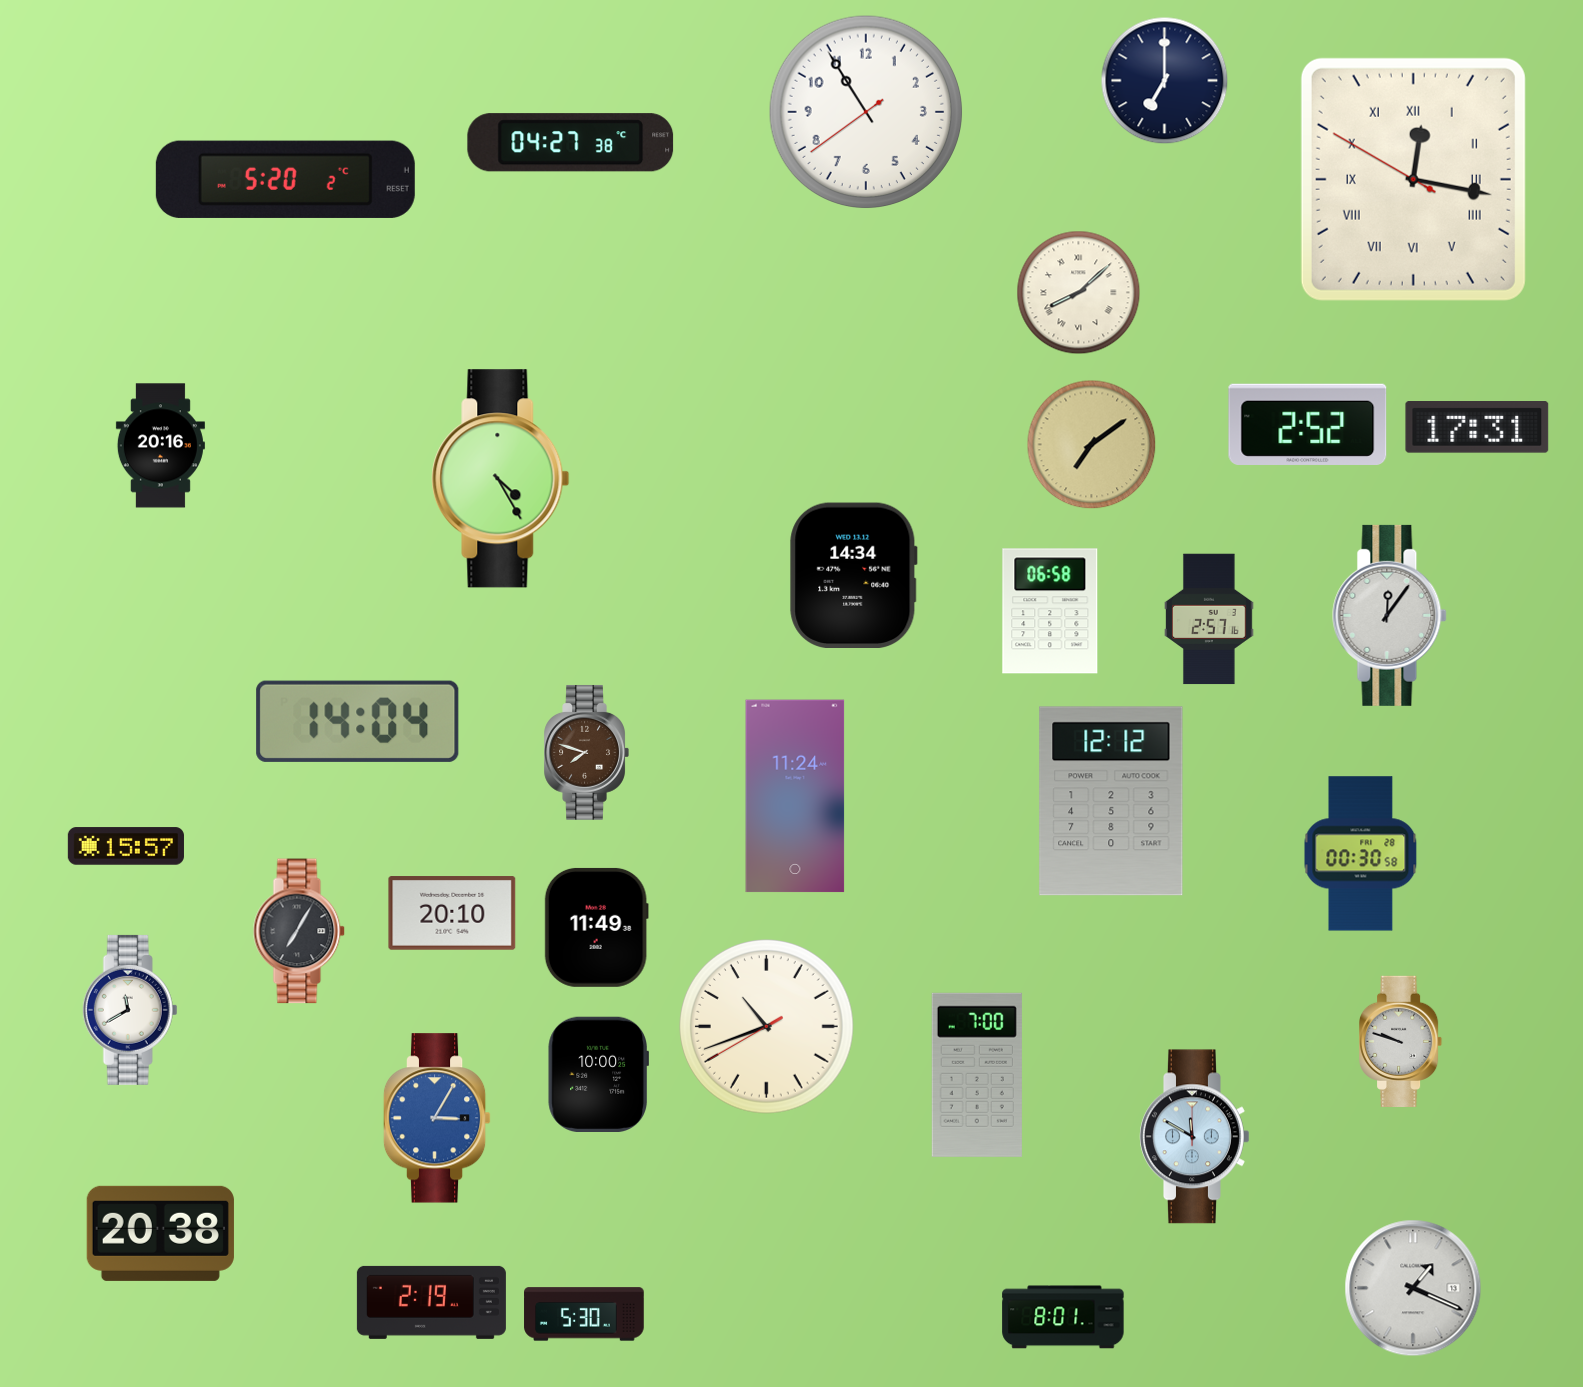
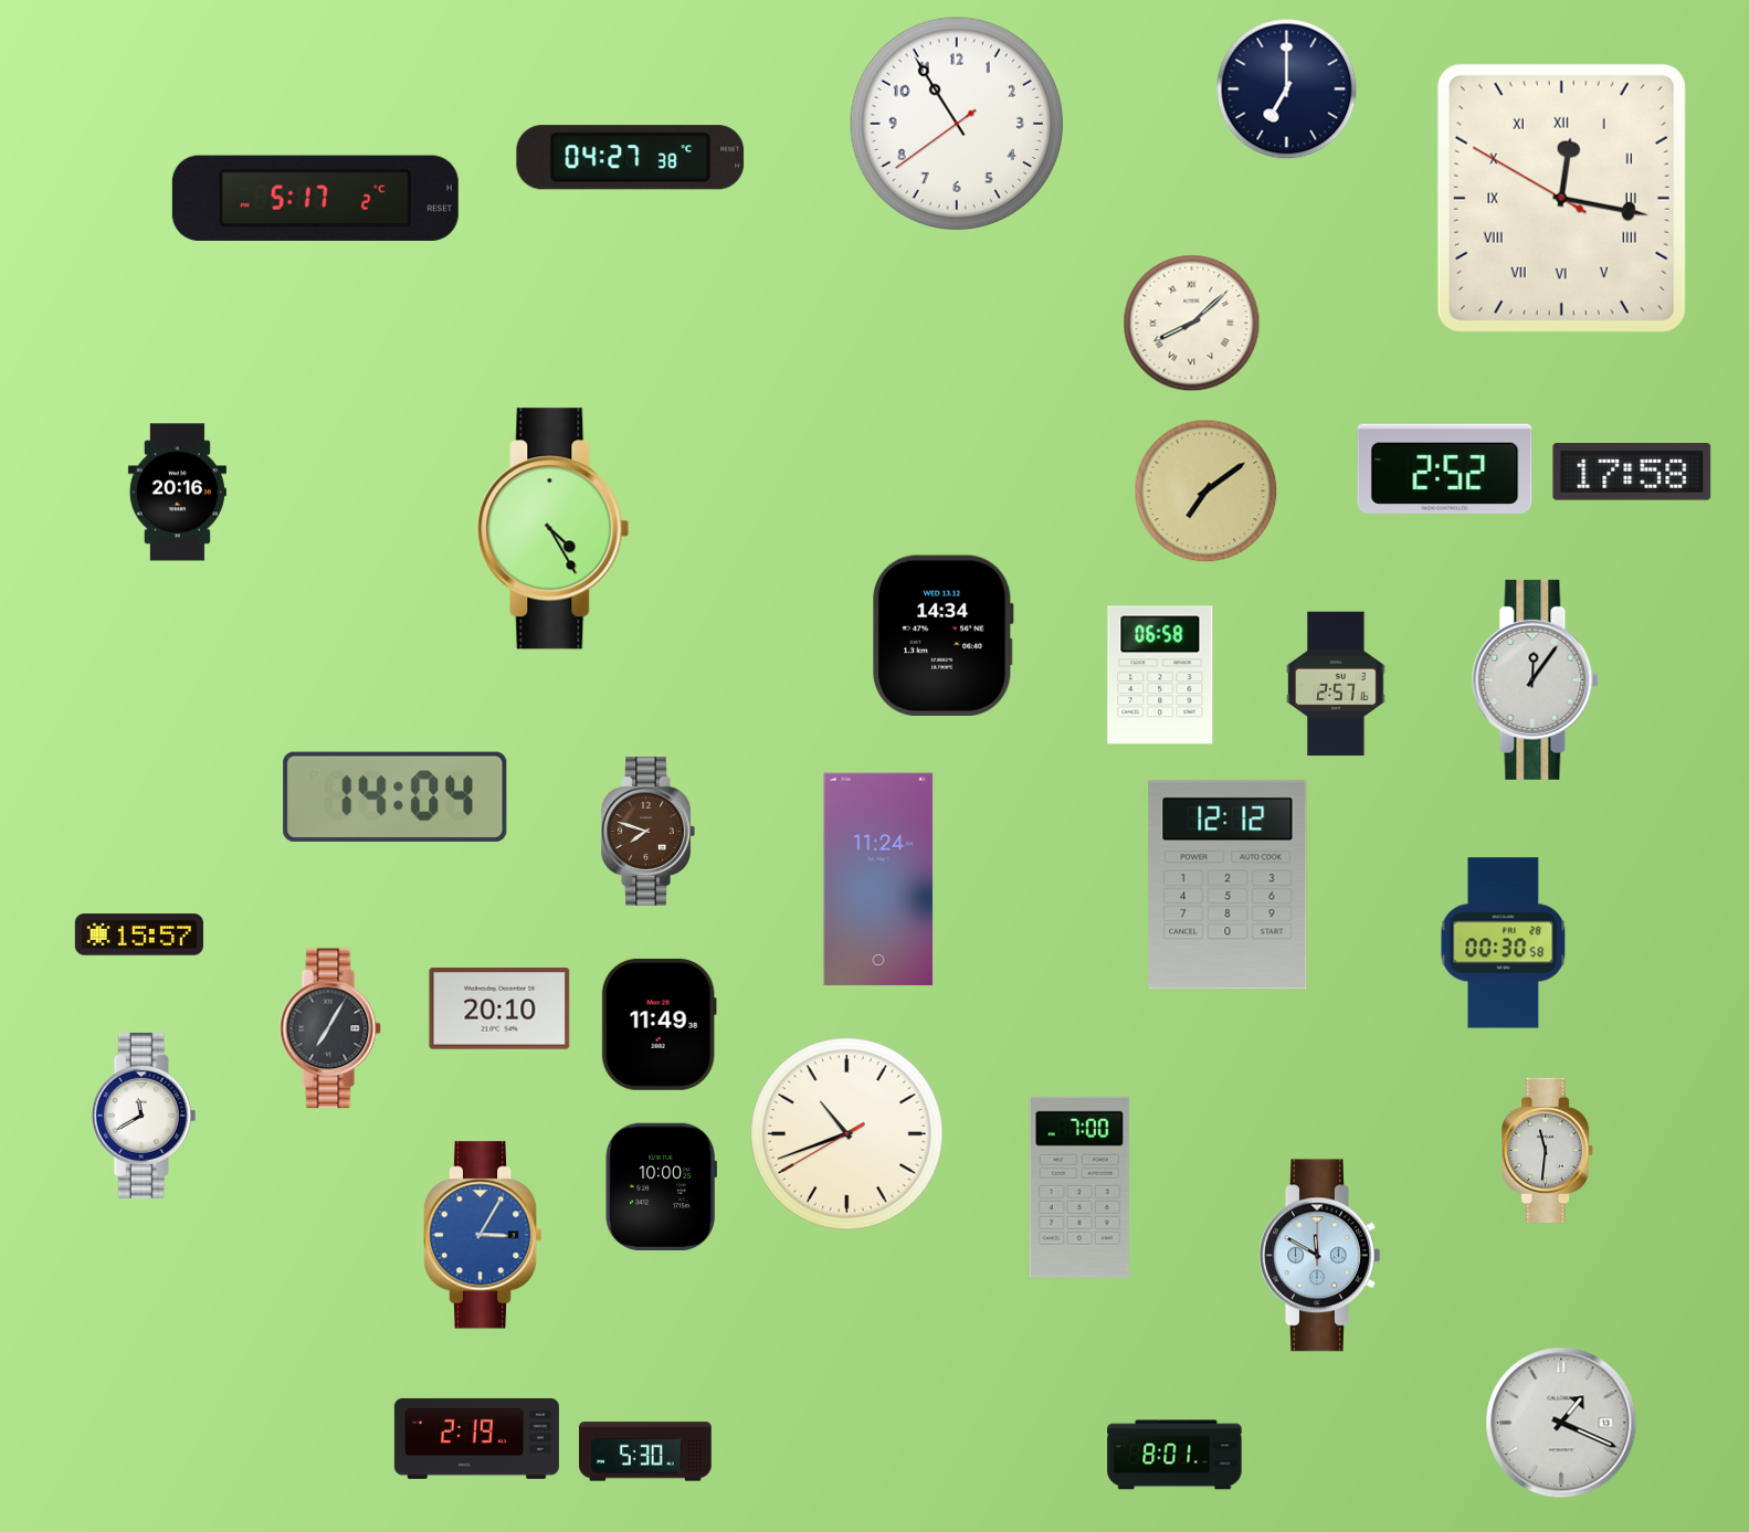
clock at (285, 179): 5:20 -> 5:17
clock at (1477, 428): 17:31 -> 17:58
clock at (1402, 1041): 9:48 -> 11:31
clock at (160, 1233): 20:38 -> none
